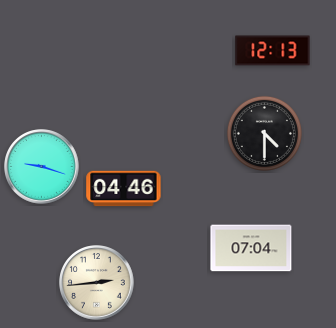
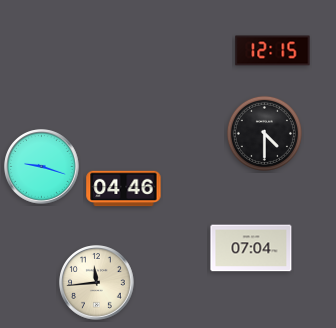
clock at (273, 51): 12:13 -> 12:15
clock at (97, 283): 2:44 -> 11:44
